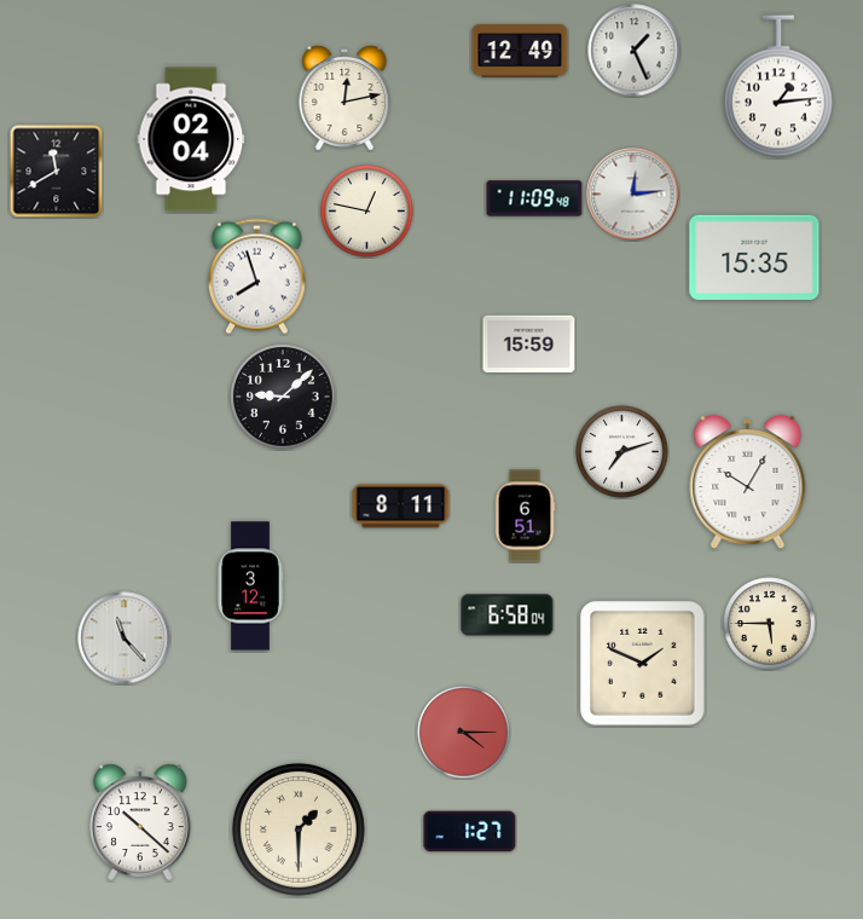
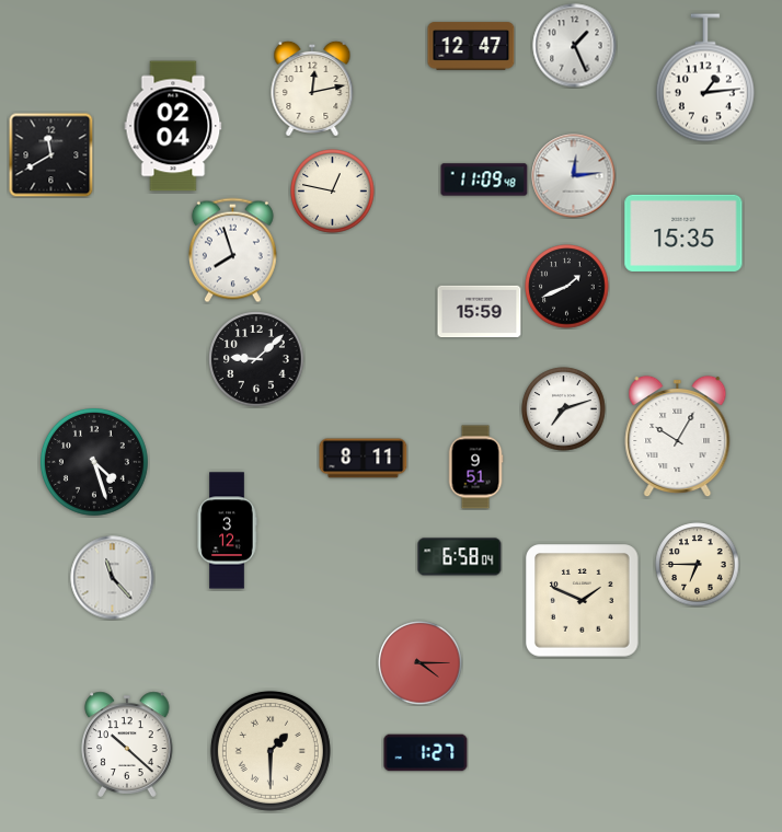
clock at (520, 51): 12:49 -> 12:47
clock at (567, 287): none -> 1:41
clock at (94, 462): none -> 4:27
clock at (525, 516): 6:51 -> 9:51
clock at (770, 624): 5:45 -> 6:45
